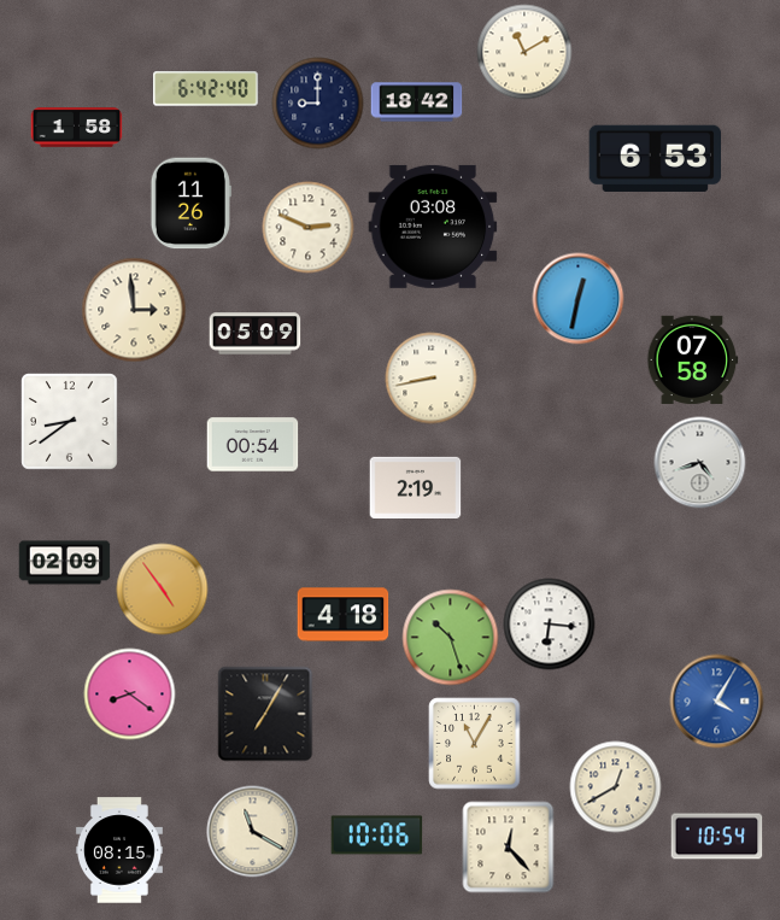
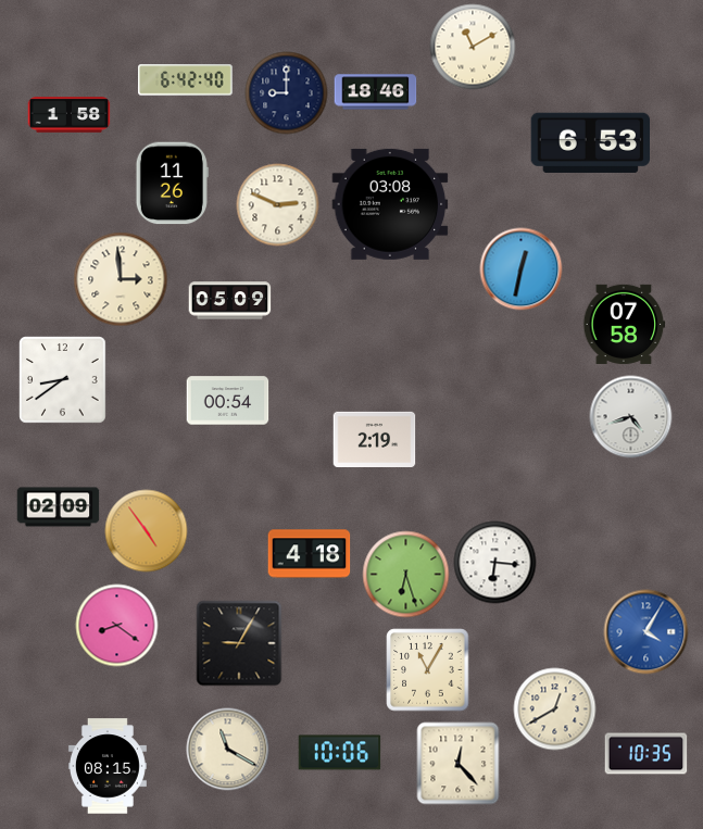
clock at (417, 102): 18:42 -> 18:46
clock at (432, 379): 8:43 -> none
clock at (451, 638): 10:27 -> 6:27
clock at (265, 714): 7:05 -> 9:05
clock at (717, 837): 10:54 -> 10:35
